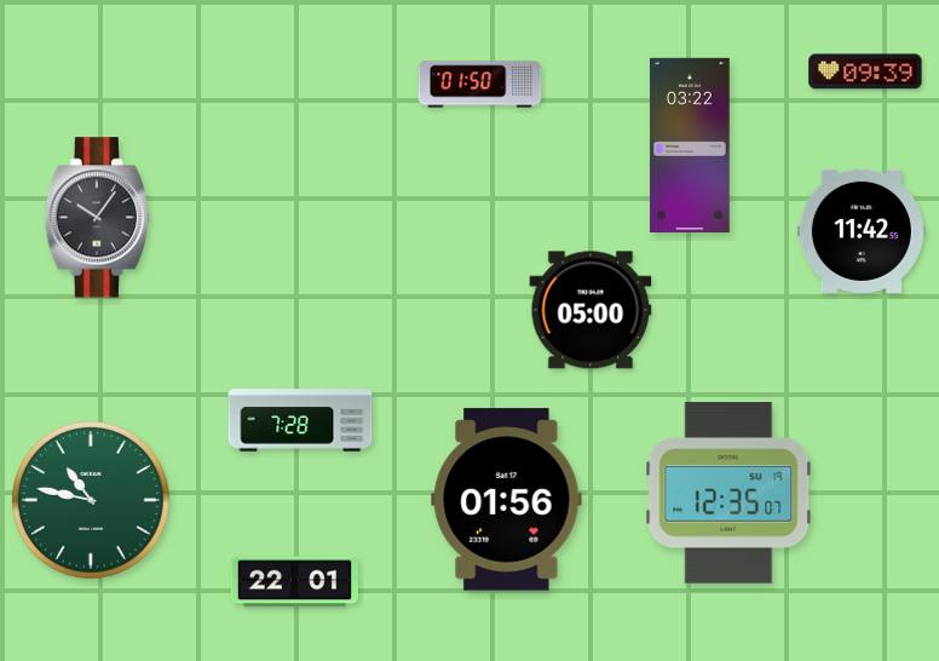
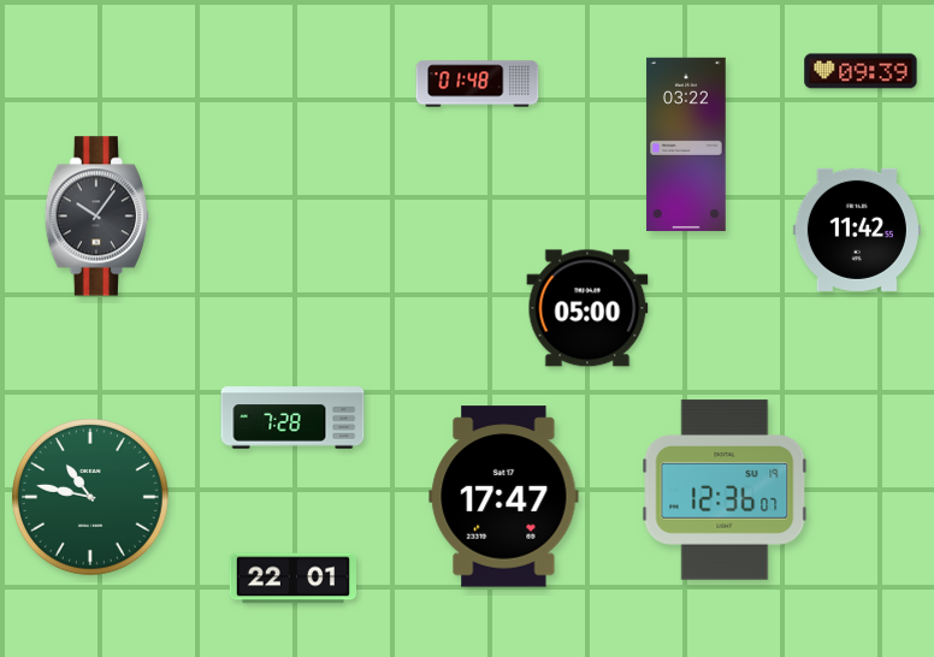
clock at (480, 85): 01:50 -> 01:48
clock at (300, 420) position: (300, 420) -> (292, 418)
clock at (728, 493): 12:35 -> 12:36
clock at (507, 500): 01:56 -> 17:47
